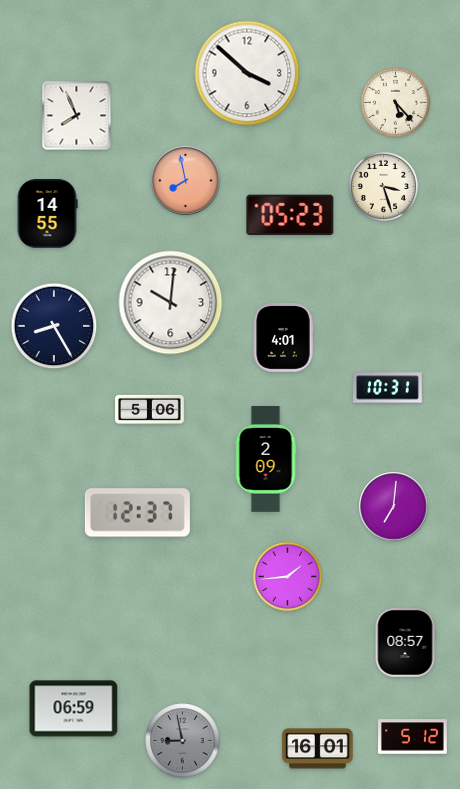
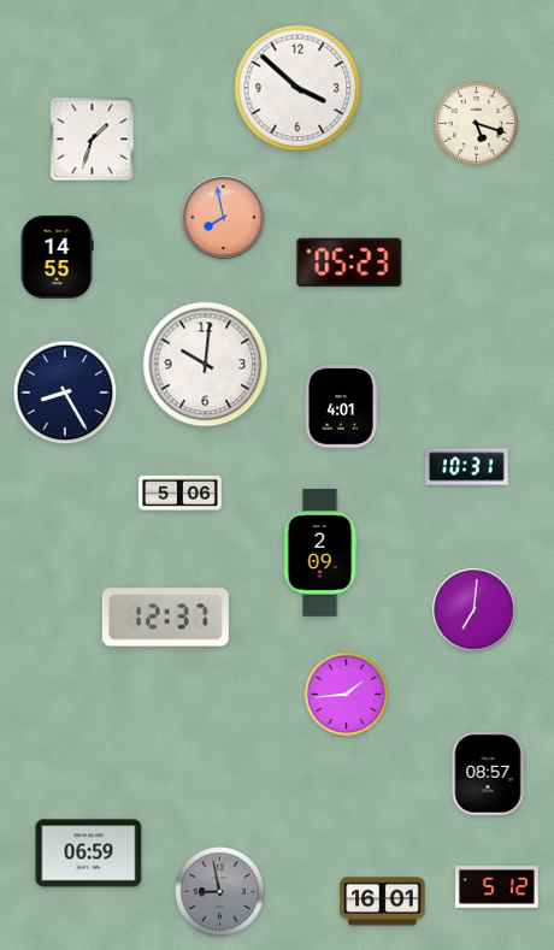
clock at (395, 102): 5:23 -> 5:18
clock at (77, 116): 7:56 -> 1:33
clock at (383, 186): 3:27 -> none
clock at (290, 215) position: (290, 215) -> (349, 262)
